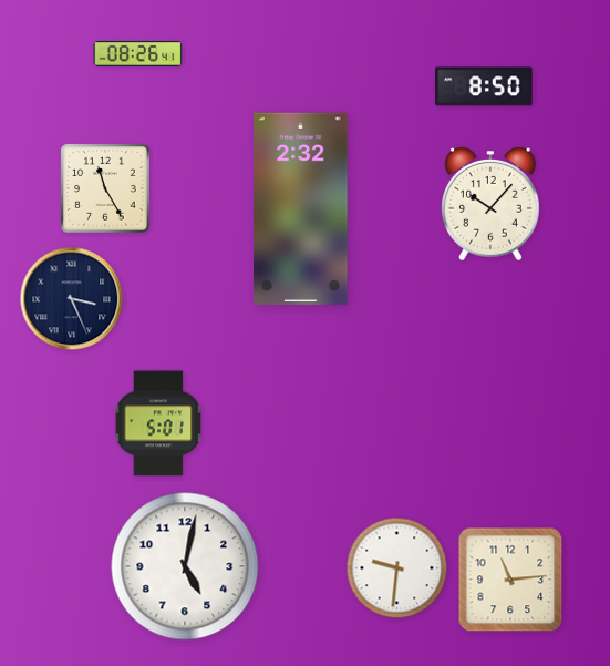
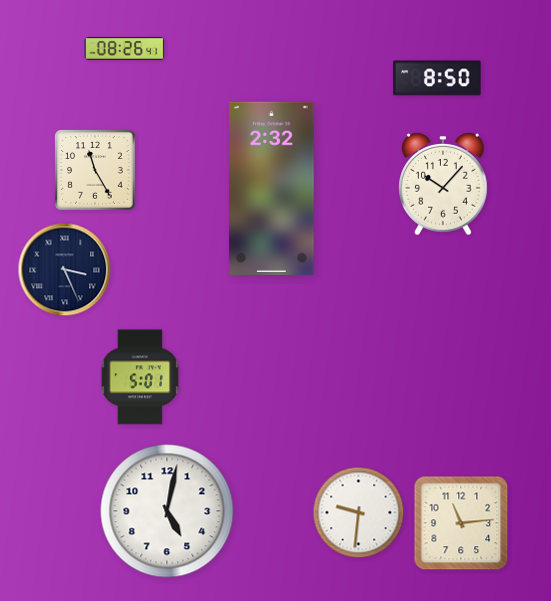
clock at (158, 423) position: (158, 423) -> (140, 377)
